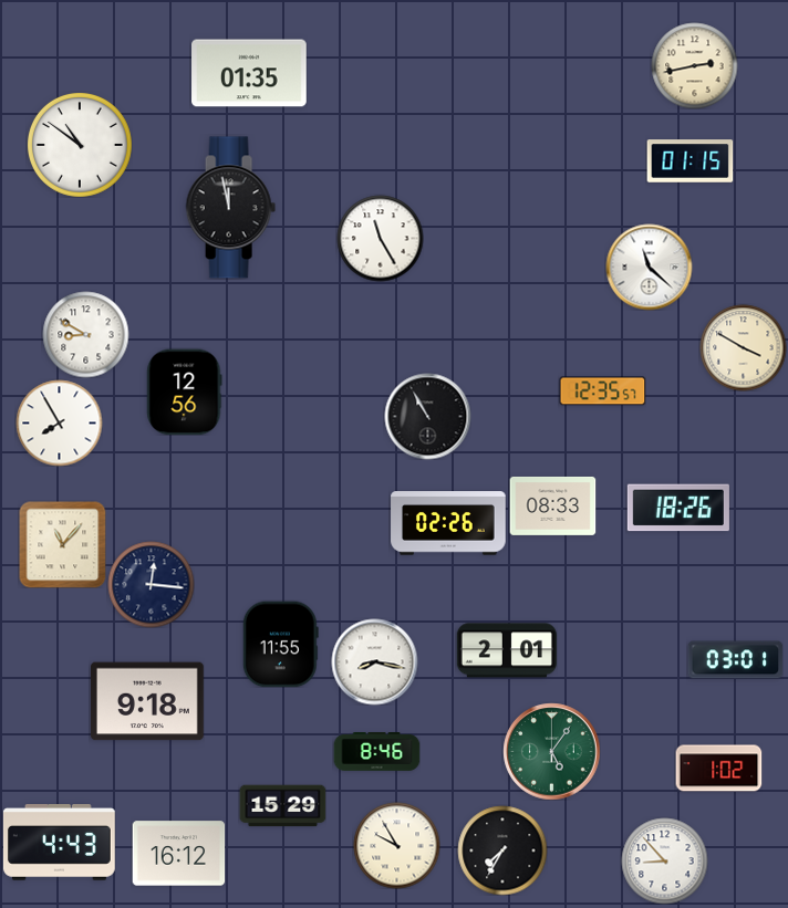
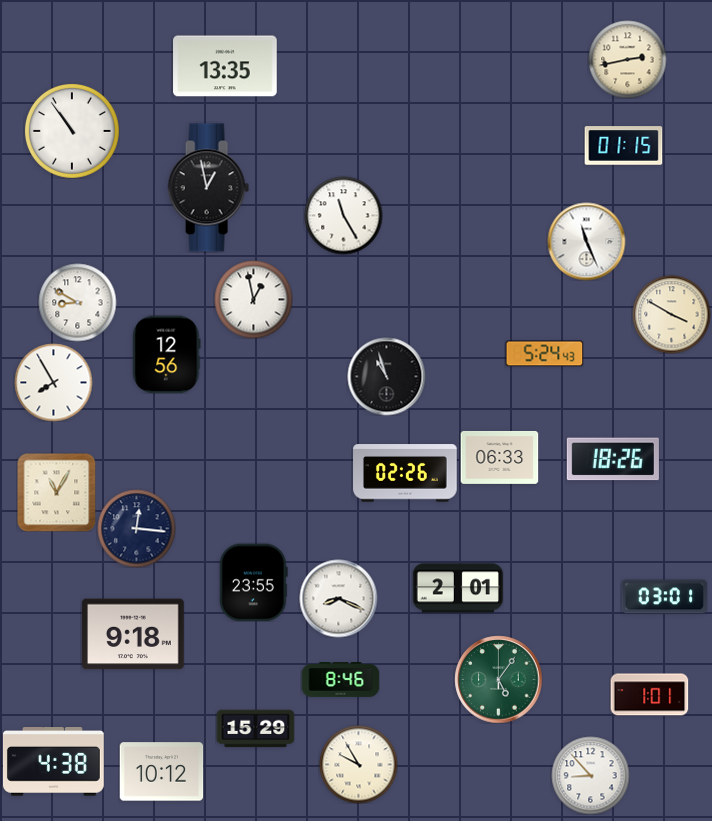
clock at (249, 73): 01:35 -> 13:35
clock at (80, 145): 10:51 -> 10:54
clock at (230, 208): 11:58 -> 12:58
clock at (649, 267): 11:22 -> 11:26
clock at (253, 299): none -> 12:58
clock at (602, 392): 12:35 -> 5:24
clock at (427, 416): 10:55 -> 10:57
clock at (552, 505): 08:33 -> 06:33
clock at (62, 544): 11:07 -> 11:05
clock at (280, 644): 11:55 -> 23:55
clock at (374, 661): 8:17 -> 8:19
clock at (718, 769): 1:02 -> 1:01
clock at (59, 843): 4:43 -> 4:38
clock at (502, 850): 7:35 -> none
clock at (178, 854): 16:12 -> 10:12
clock at (664, 860) position: (664, 860) -> (590, 775)
